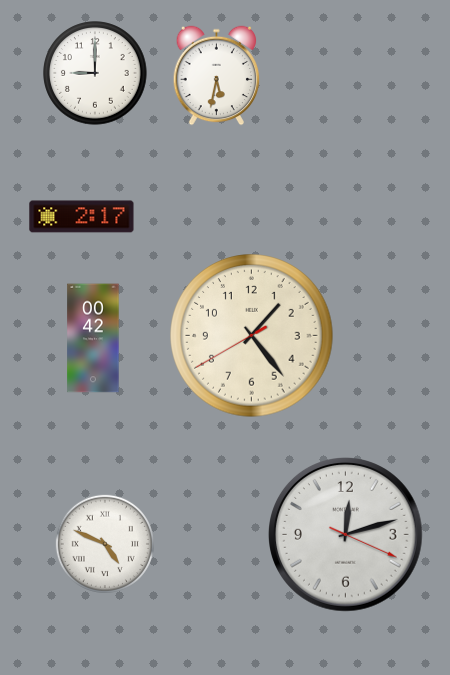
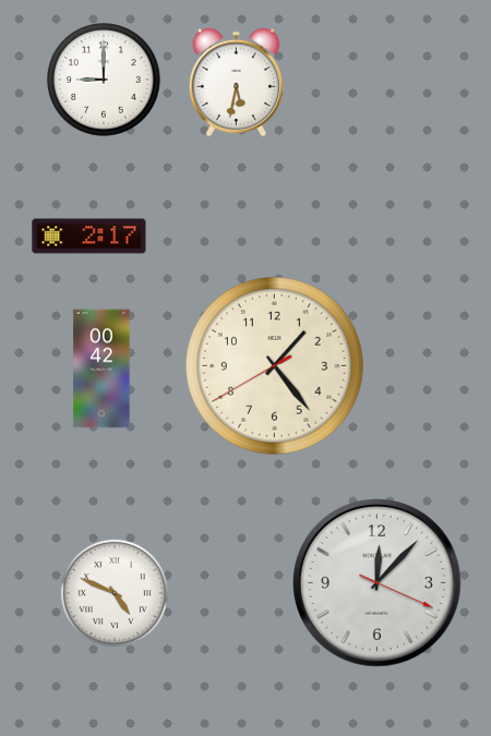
clock at (346, 535): 12:12 -> 12:07
